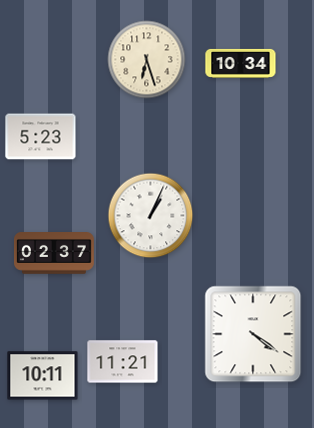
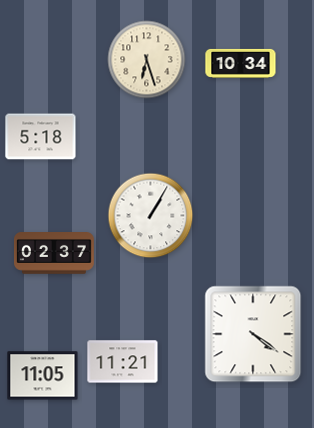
clock at (41, 137): 5:23 -> 5:18
clock at (151, 216): 1:04 -> 1:05
clock at (43, 376): 10:11 -> 11:05
